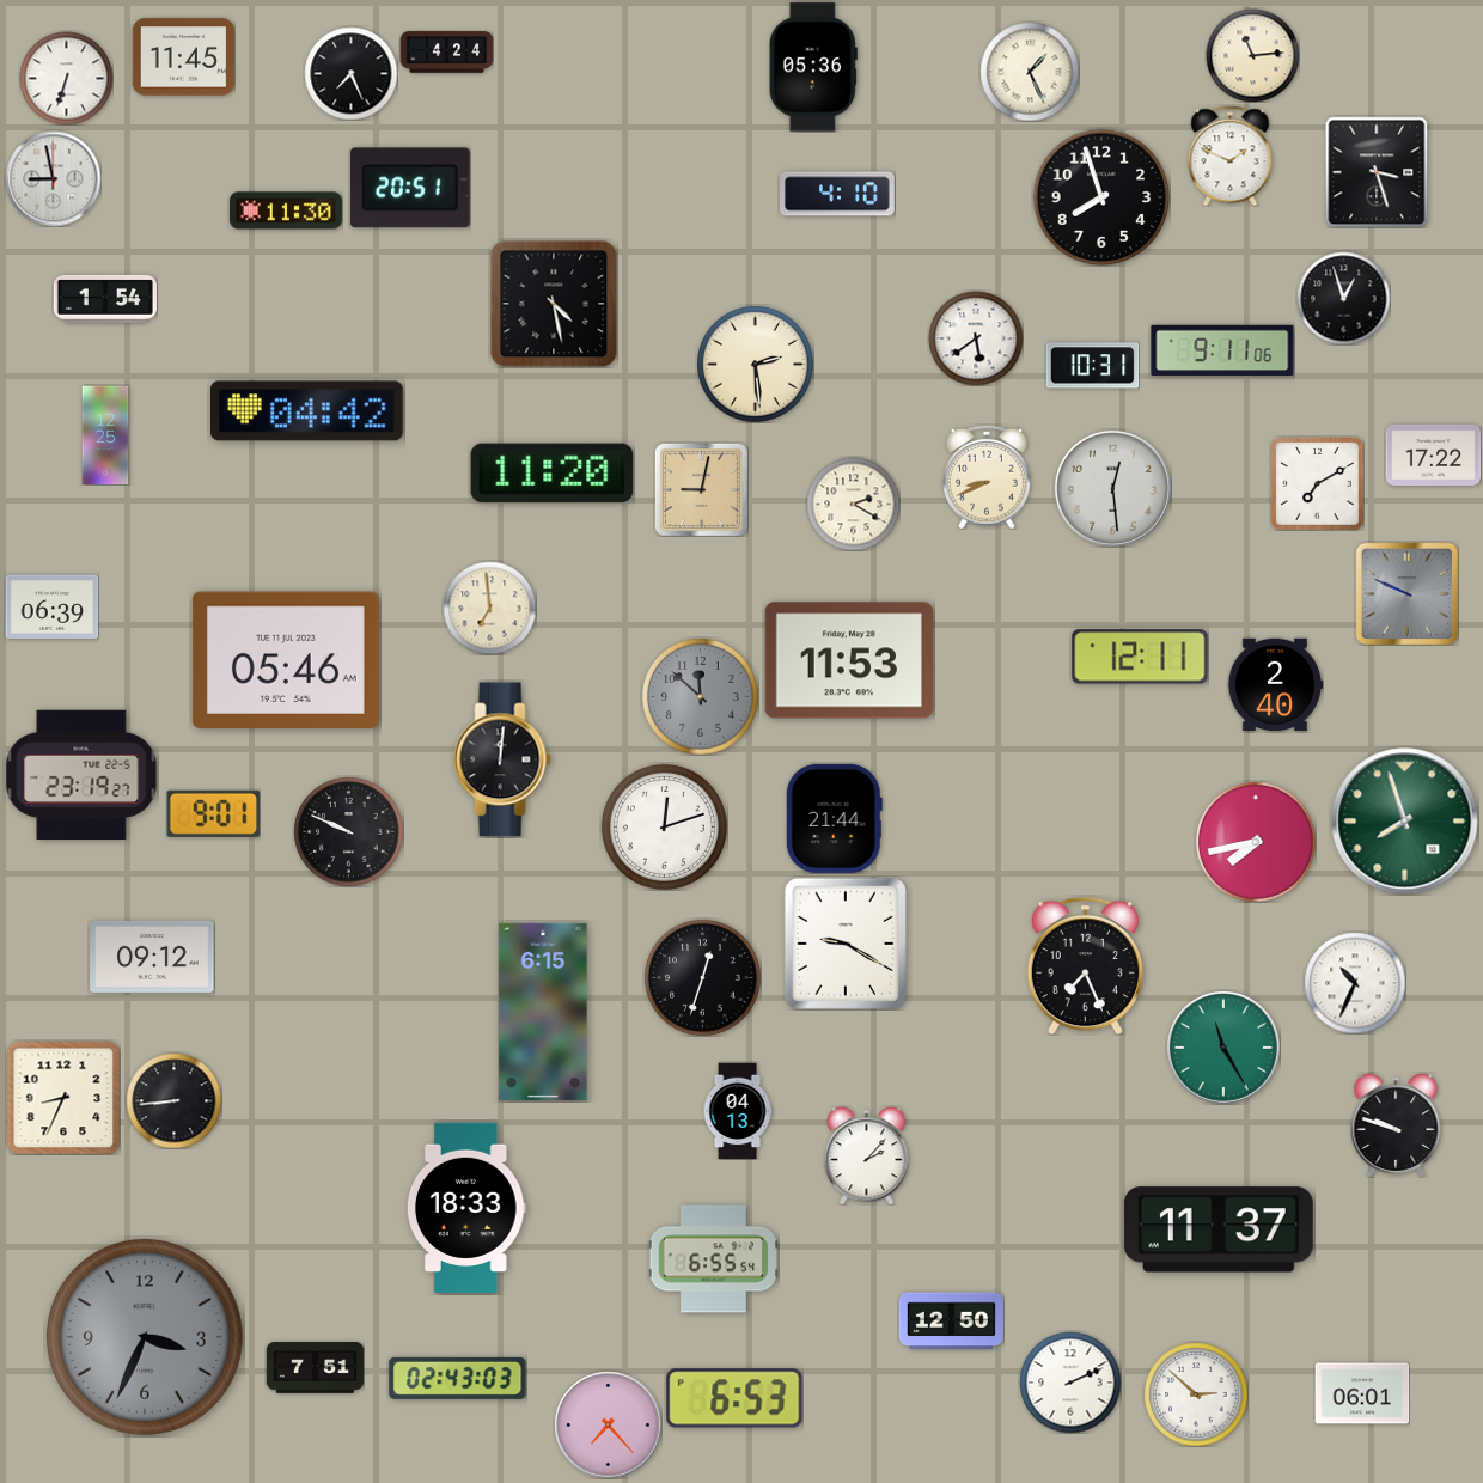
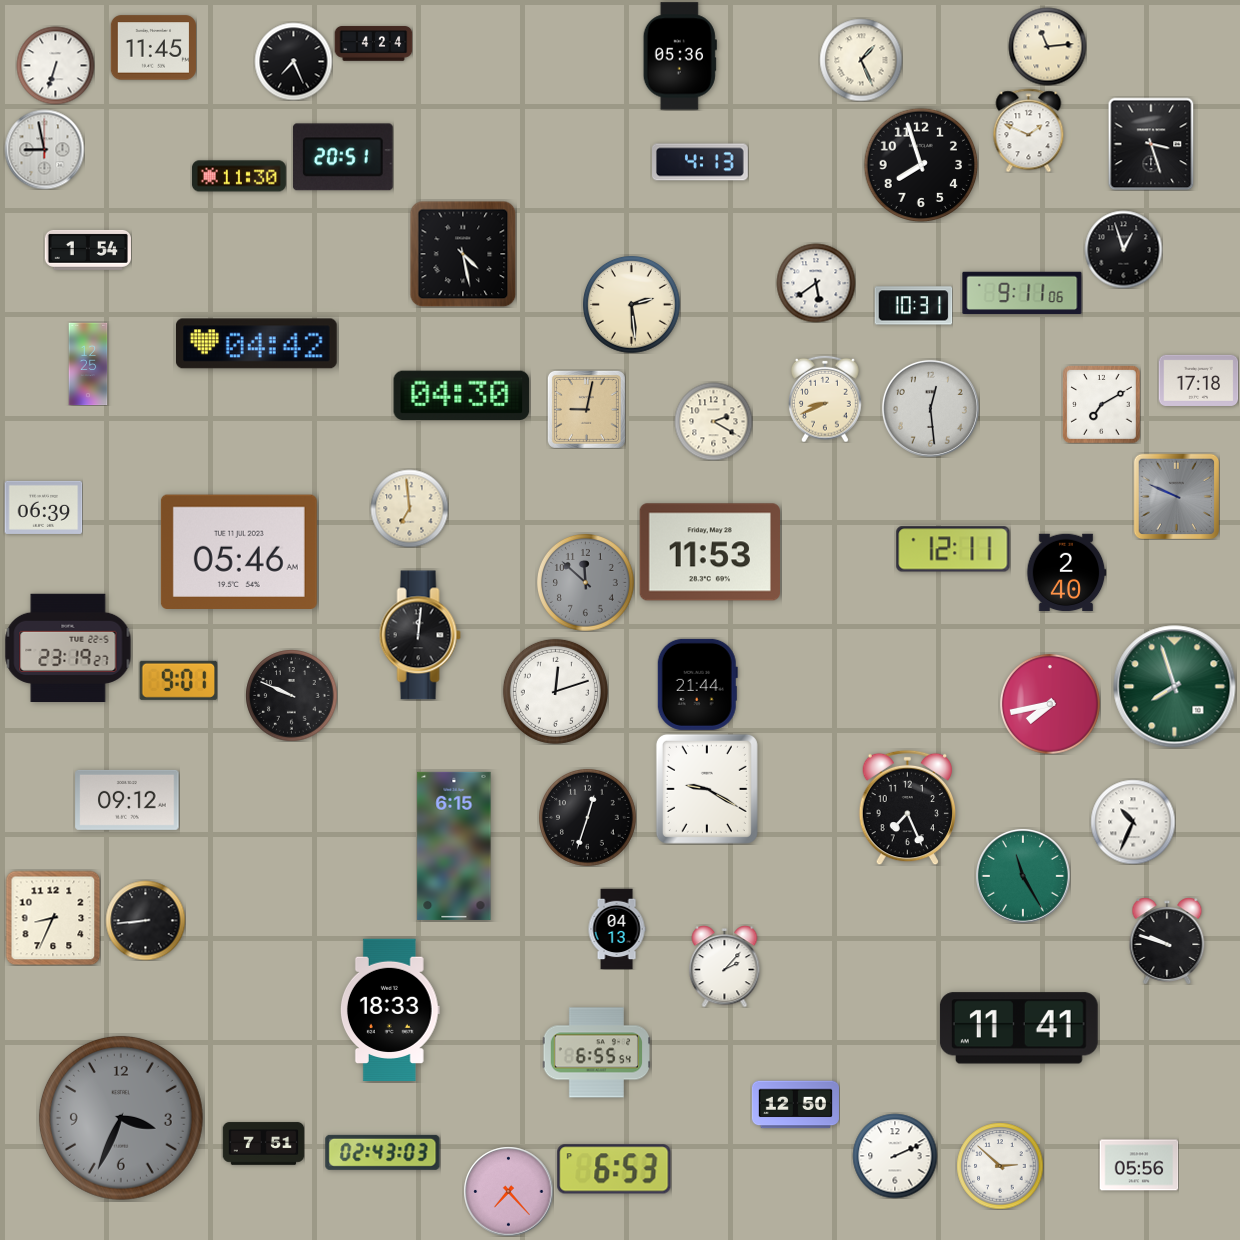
clock at (838, 194): 4:10 -> 4:13
clock at (1433, 454): 17:22 -> 17:18
clock at (553, 472): 11:20 -> 04:30
clock at (1219, 1229): 11:37 -> 11:41
clock at (1362, 1393): 06:01 -> 05:56
